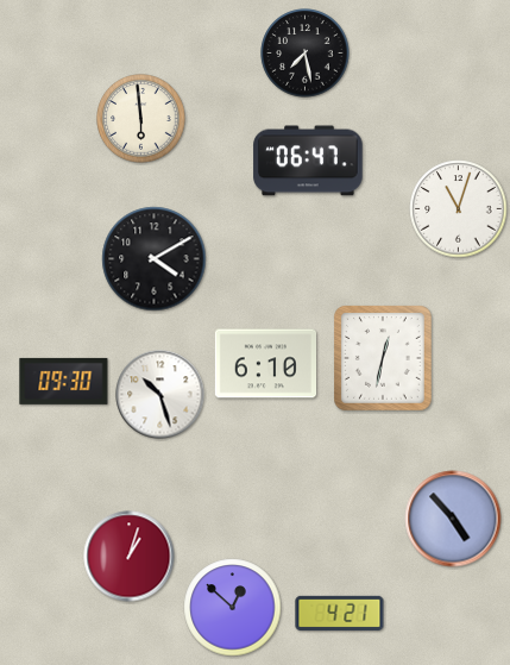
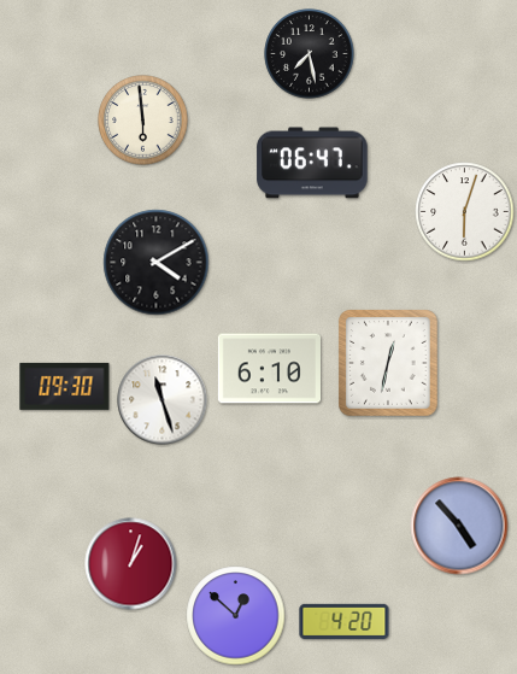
clock at (459, 209): 11:03 -> 6:03
clock at (160, 395): 10:27 -> 11:27
clock at (340, 613): 4:21 -> 4:20
